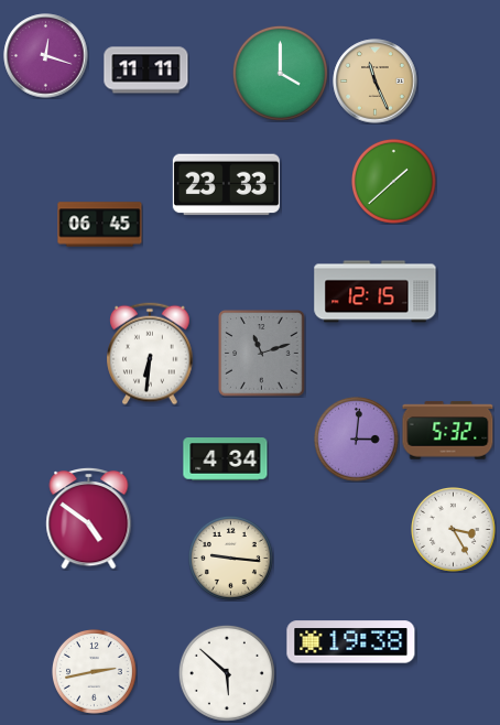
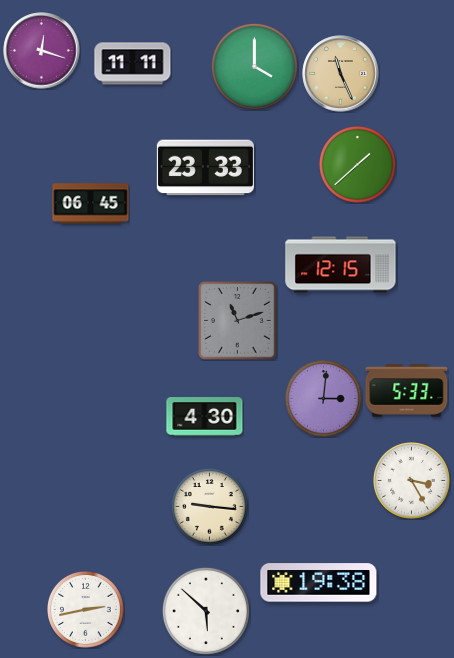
clock at (150, 354): 6:31 -> none
clock at (448, 431): 5:32 -> 5:33
clock at (226, 459): 4:34 -> 4:30
clock at (89, 518): 4:51 -> none
